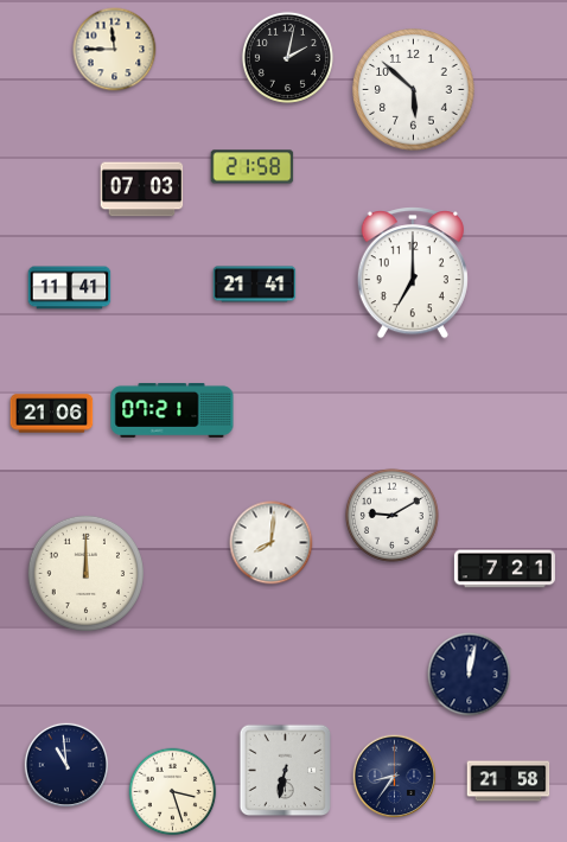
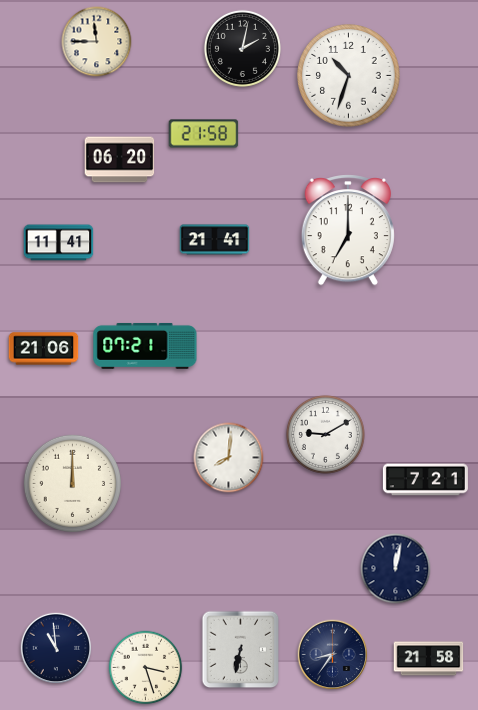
clock at (414, 90): 5:52 -> 10:33
clock at (253, 167) position: (253, 167) -> (204, 134)
clock at (142, 190): 07:03 -> 06:20
clock at (391, 515) position: (391, 515) -> (325, 434)
clock at (66, 765) position: (66, 765) -> (56, 648)
